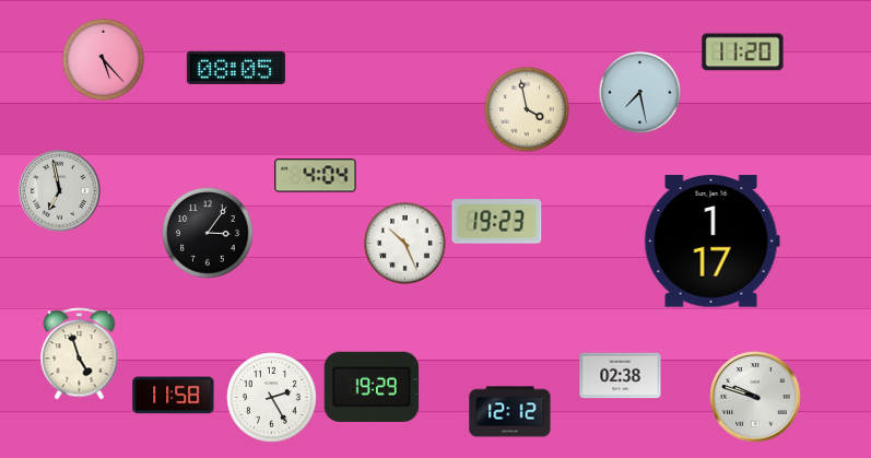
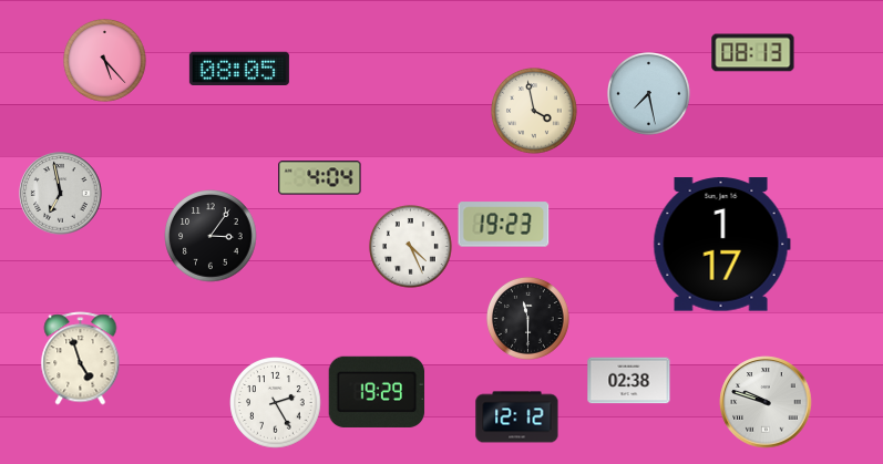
clock at (743, 52): 11:20 -> 08:13
clock at (405, 244): 10:26 -> 4:26
clock at (528, 319): none -> 11:30
clock at (174, 396): 11:58 -> none
